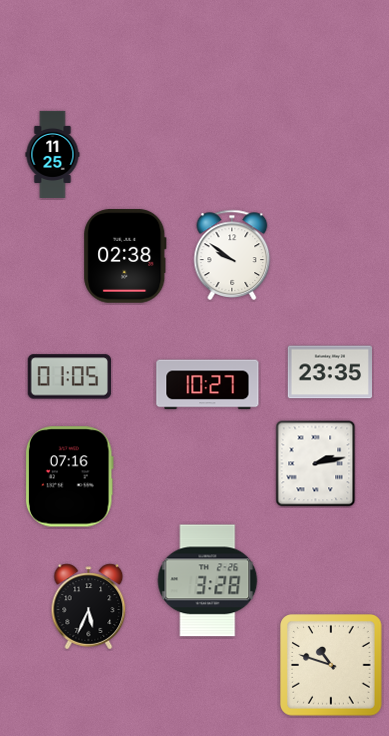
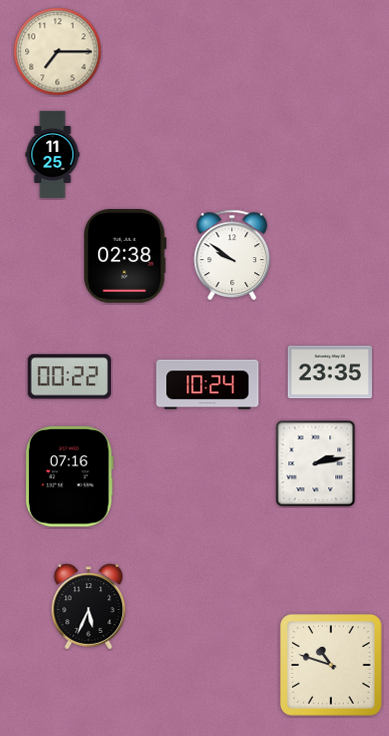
clock at (58, 52): none -> 7:15
clock at (70, 377): 01:05 -> 00:22
clock at (208, 385): 10:27 -> 10:24
clock at (208, 581): 3:28 -> none
